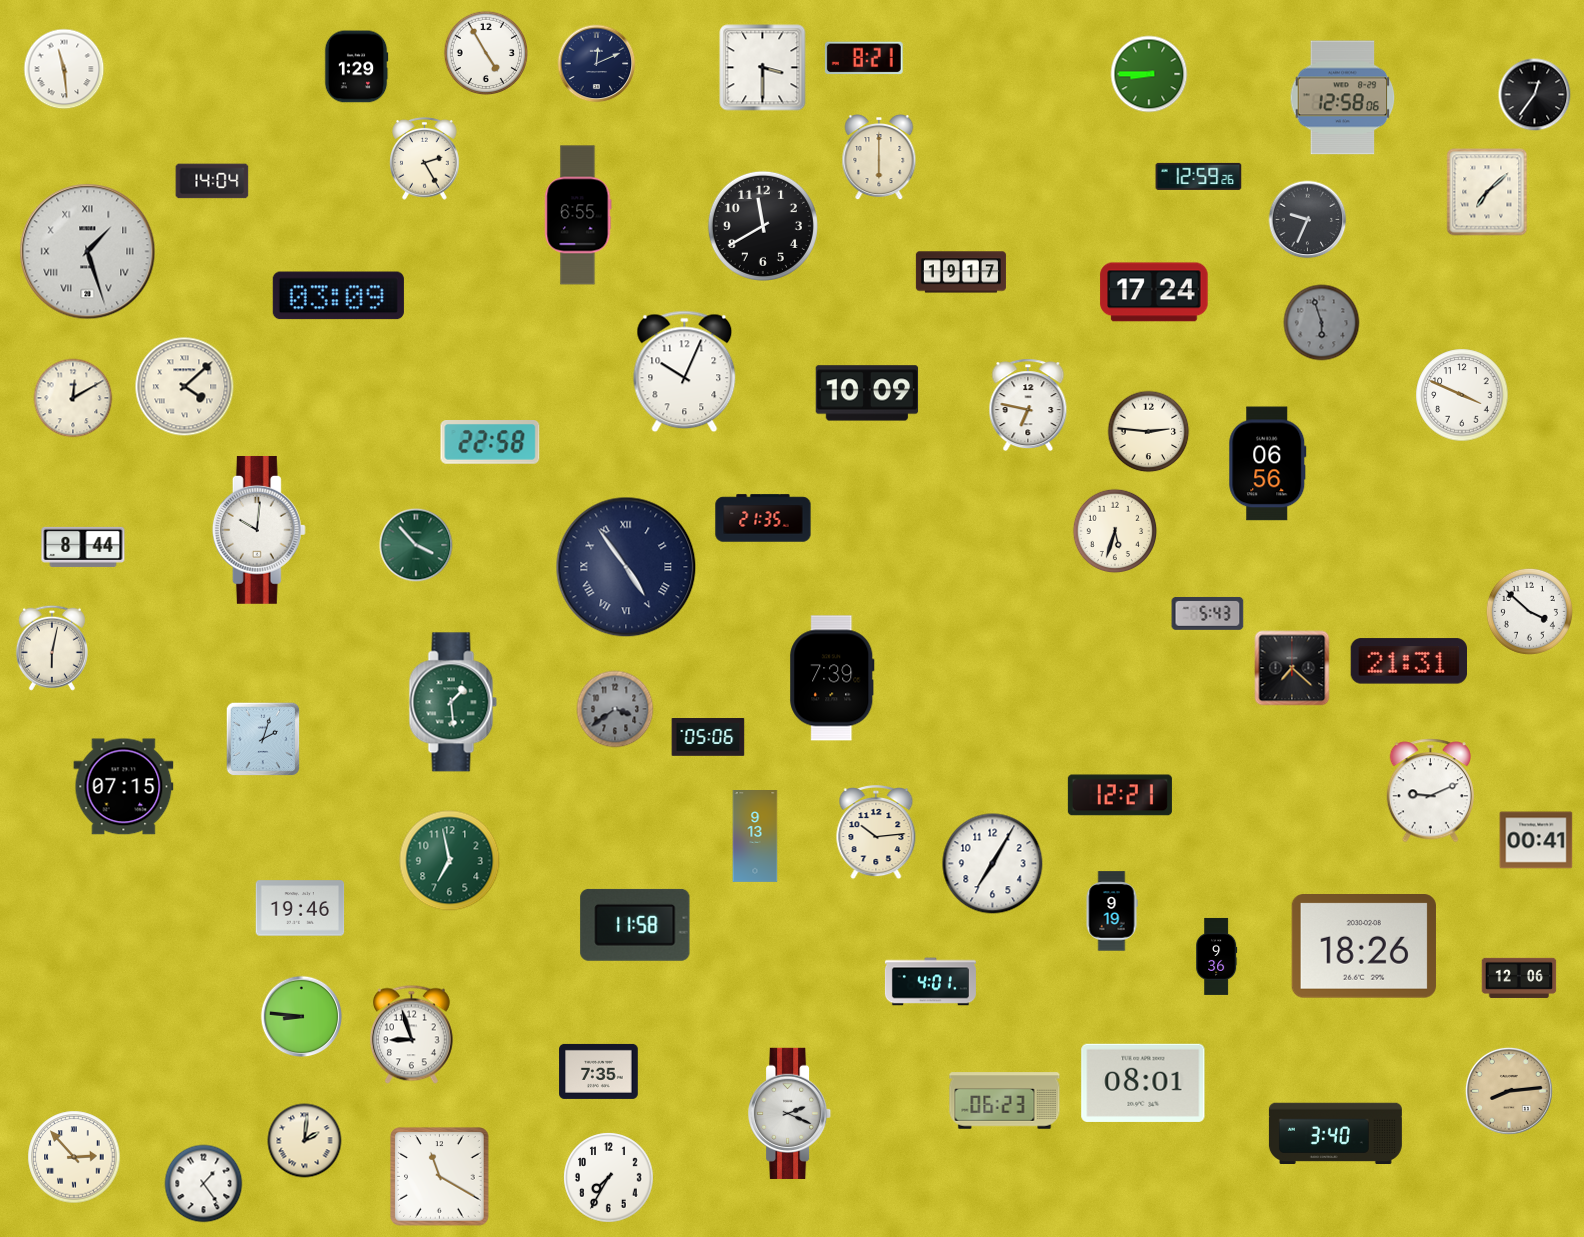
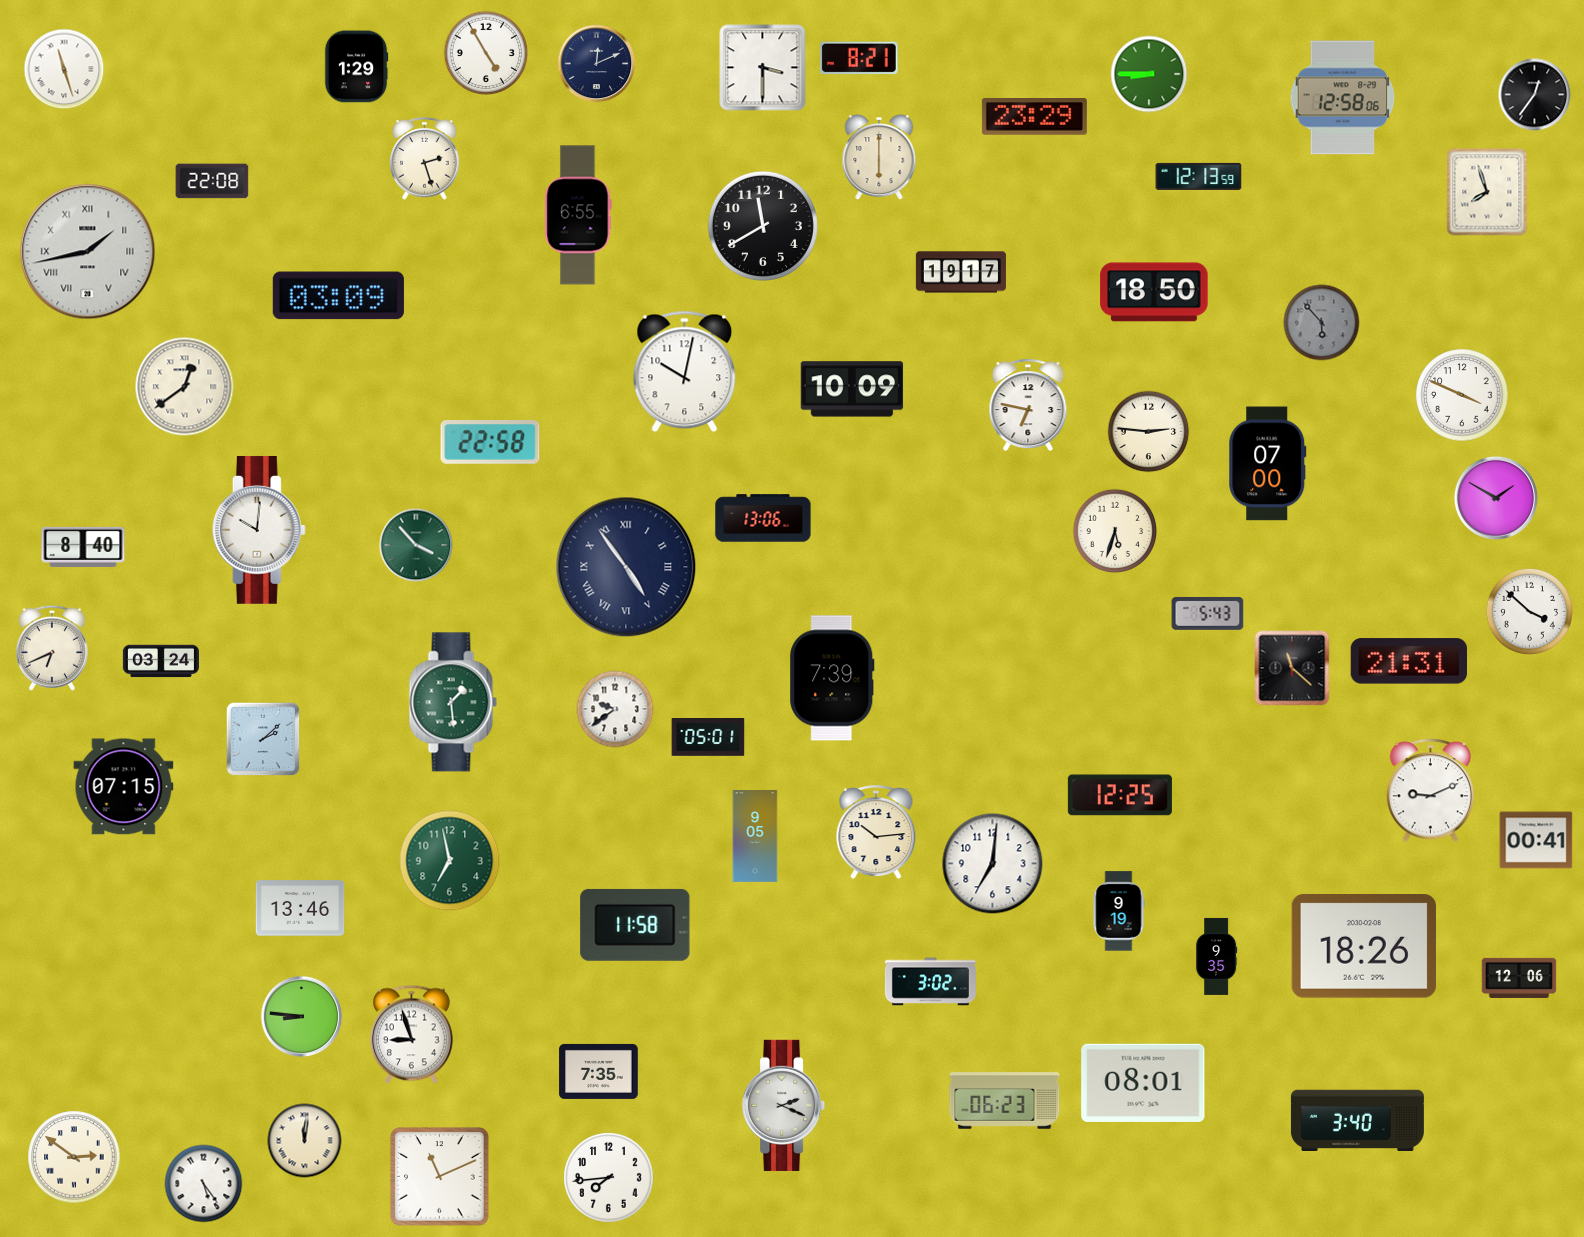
clock at (864, 58) position: (864, 58) -> (859, 58)
clock at (64, 69): 11:29 -> 11:27
clock at (1034, 117): none -> 23:29
clock at (425, 158): 2:25 -> 2:27
clock at (1199, 176): 12:59 -> 12:13
clock at (212, 181): 14:04 -> 22:08
clock at (1487, 192): 7:08 -> 7:57
clock at (1308, 220): 9:34 -> none
clock at (88, 252): 1:27 -> 1:43
clock at (1154, 292): 17:24 -> 18:50
clock at (1322, 323): 5:57 -> 5:53
clock at (685, 372): 10:04 -> 10:02
clock at (185, 387): 4:08 -> 12:39
clock at (867, 393) position: (867, 393) -> (852, 389)
clock at (73, 398): 12:10 -> none
clock at (1268, 464): 06:56 -> 07:00
clock at (1496, 498): none -> 1:50
clock at (763, 518): 21:35 -> 13:06
clock at (83, 547): 8:44 -> 8:40
clock at (52, 648): 6:02 -> 6:41
clock at (161, 661): none -> 03:24
clock at (1292, 668): 7:22 -> 11:22
clock at (615, 709): 3:39 -> 9:39
clock at (615, 709) dial: grey -> white
clock at (708, 737): 05:06 -> 05:01
clock at (263, 739): 2:03 -> 2:08
clock at (1120, 795): 12:21 -> 12:25
clock at (755, 836): 9:13 -> 9:05
clock at (993, 864): 7:05 -> 7:01
clock at (300, 908): 19:46 -> 13:46
clock at (1112, 911) position: (1112, 911) -> (1119, 911)
clock at (1217, 956): 9:36 -> 9:35
clock at (930, 982): 4:01 -> 3:02
clock at (1509, 1091): 8:14 -> none
clock at (790, 1113) position: (790, 1113) -> (784, 1105)
clock at (1335, 1134) position: (1335, 1134) -> (1357, 1121)
clock at (305, 1141): 2:01 -> 12:01
clock at (74, 1157): 2:53 -> 2:51
clock at (440, 1177): 11:20 -> 11:11
clock at (609, 1178): 7:35 -> 7:44
clock at (204, 1184): 1:24 -> 5:24
